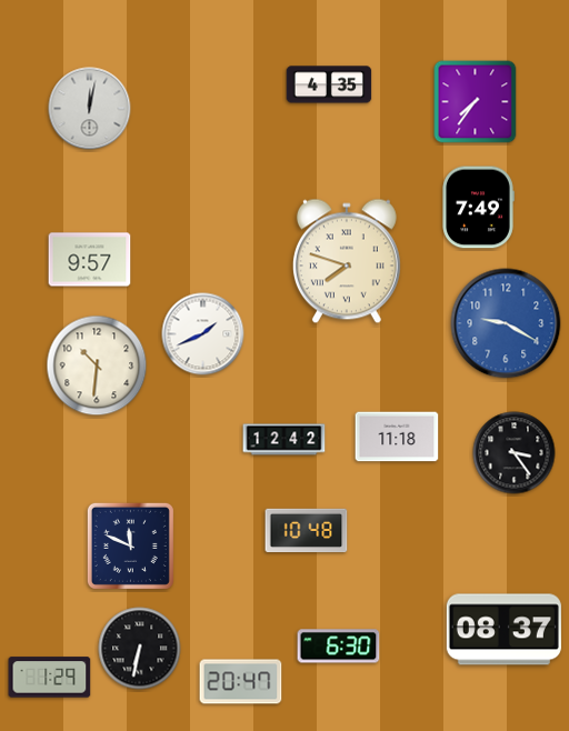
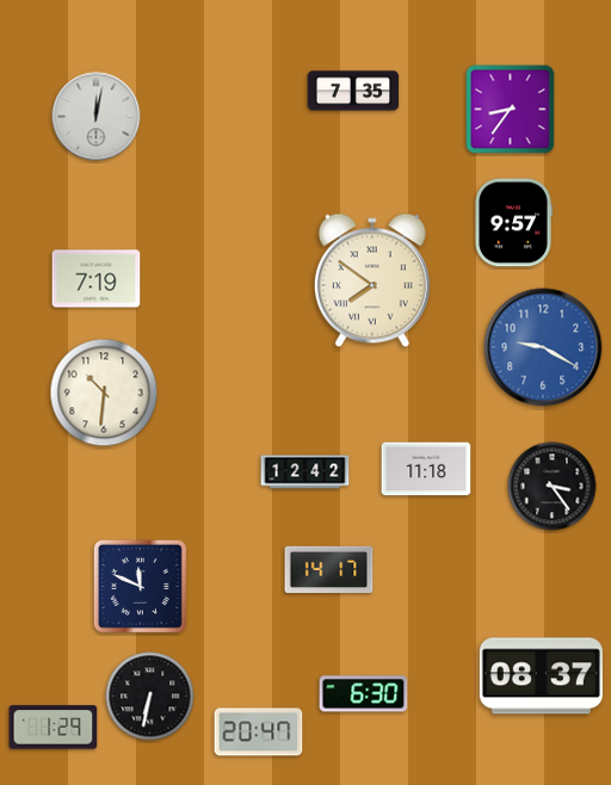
clock at (329, 84): 4:35 -> 7:35
clock at (476, 102): 7:36 -> 8:36
clock at (478, 208): 7:49 -> 9:57
clock at (90, 260): 9:57 -> 7:19
clock at (347, 261): 7:48 -> 7:51
clock at (203, 334): 1:41 -> none
clock at (307, 531): 10:48 -> 14:17
